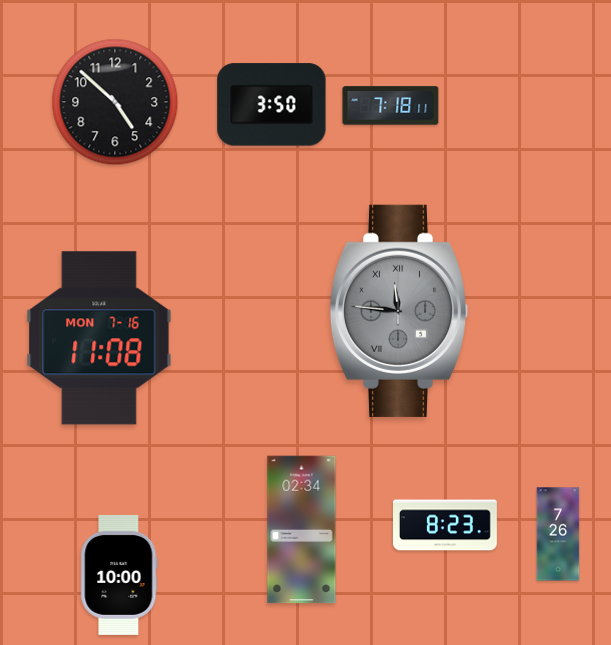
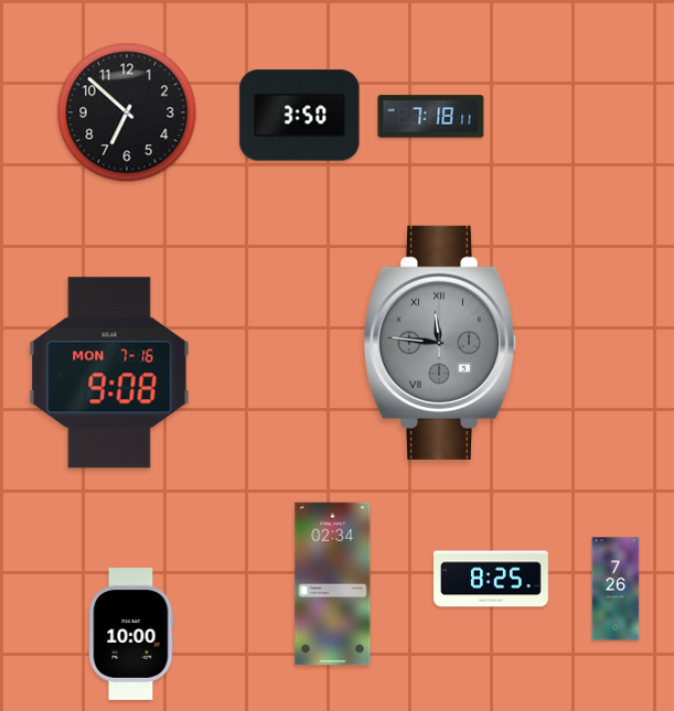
clock at (115, 102): 4:52 -> 6:52
clock at (99, 338): 11:08 -> 9:08
clock at (445, 525): 8:23 -> 8:25
